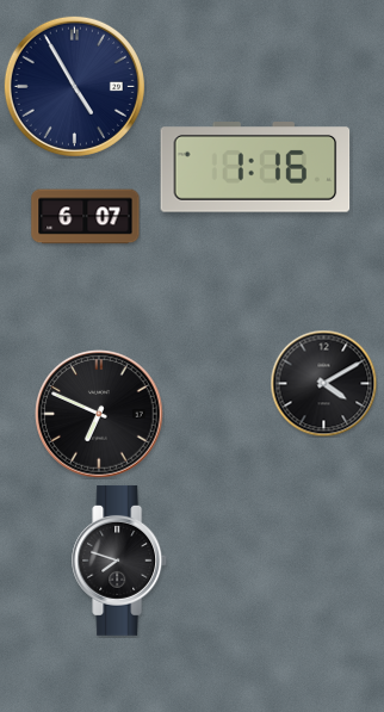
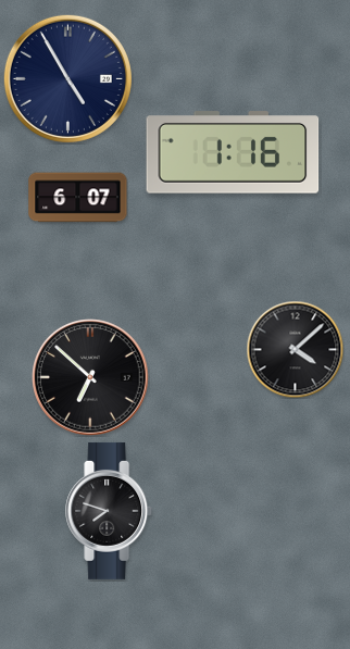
clock at (323, 383): 4:10 -> 4:08
clock at (99, 414): 6:49 -> 6:52
